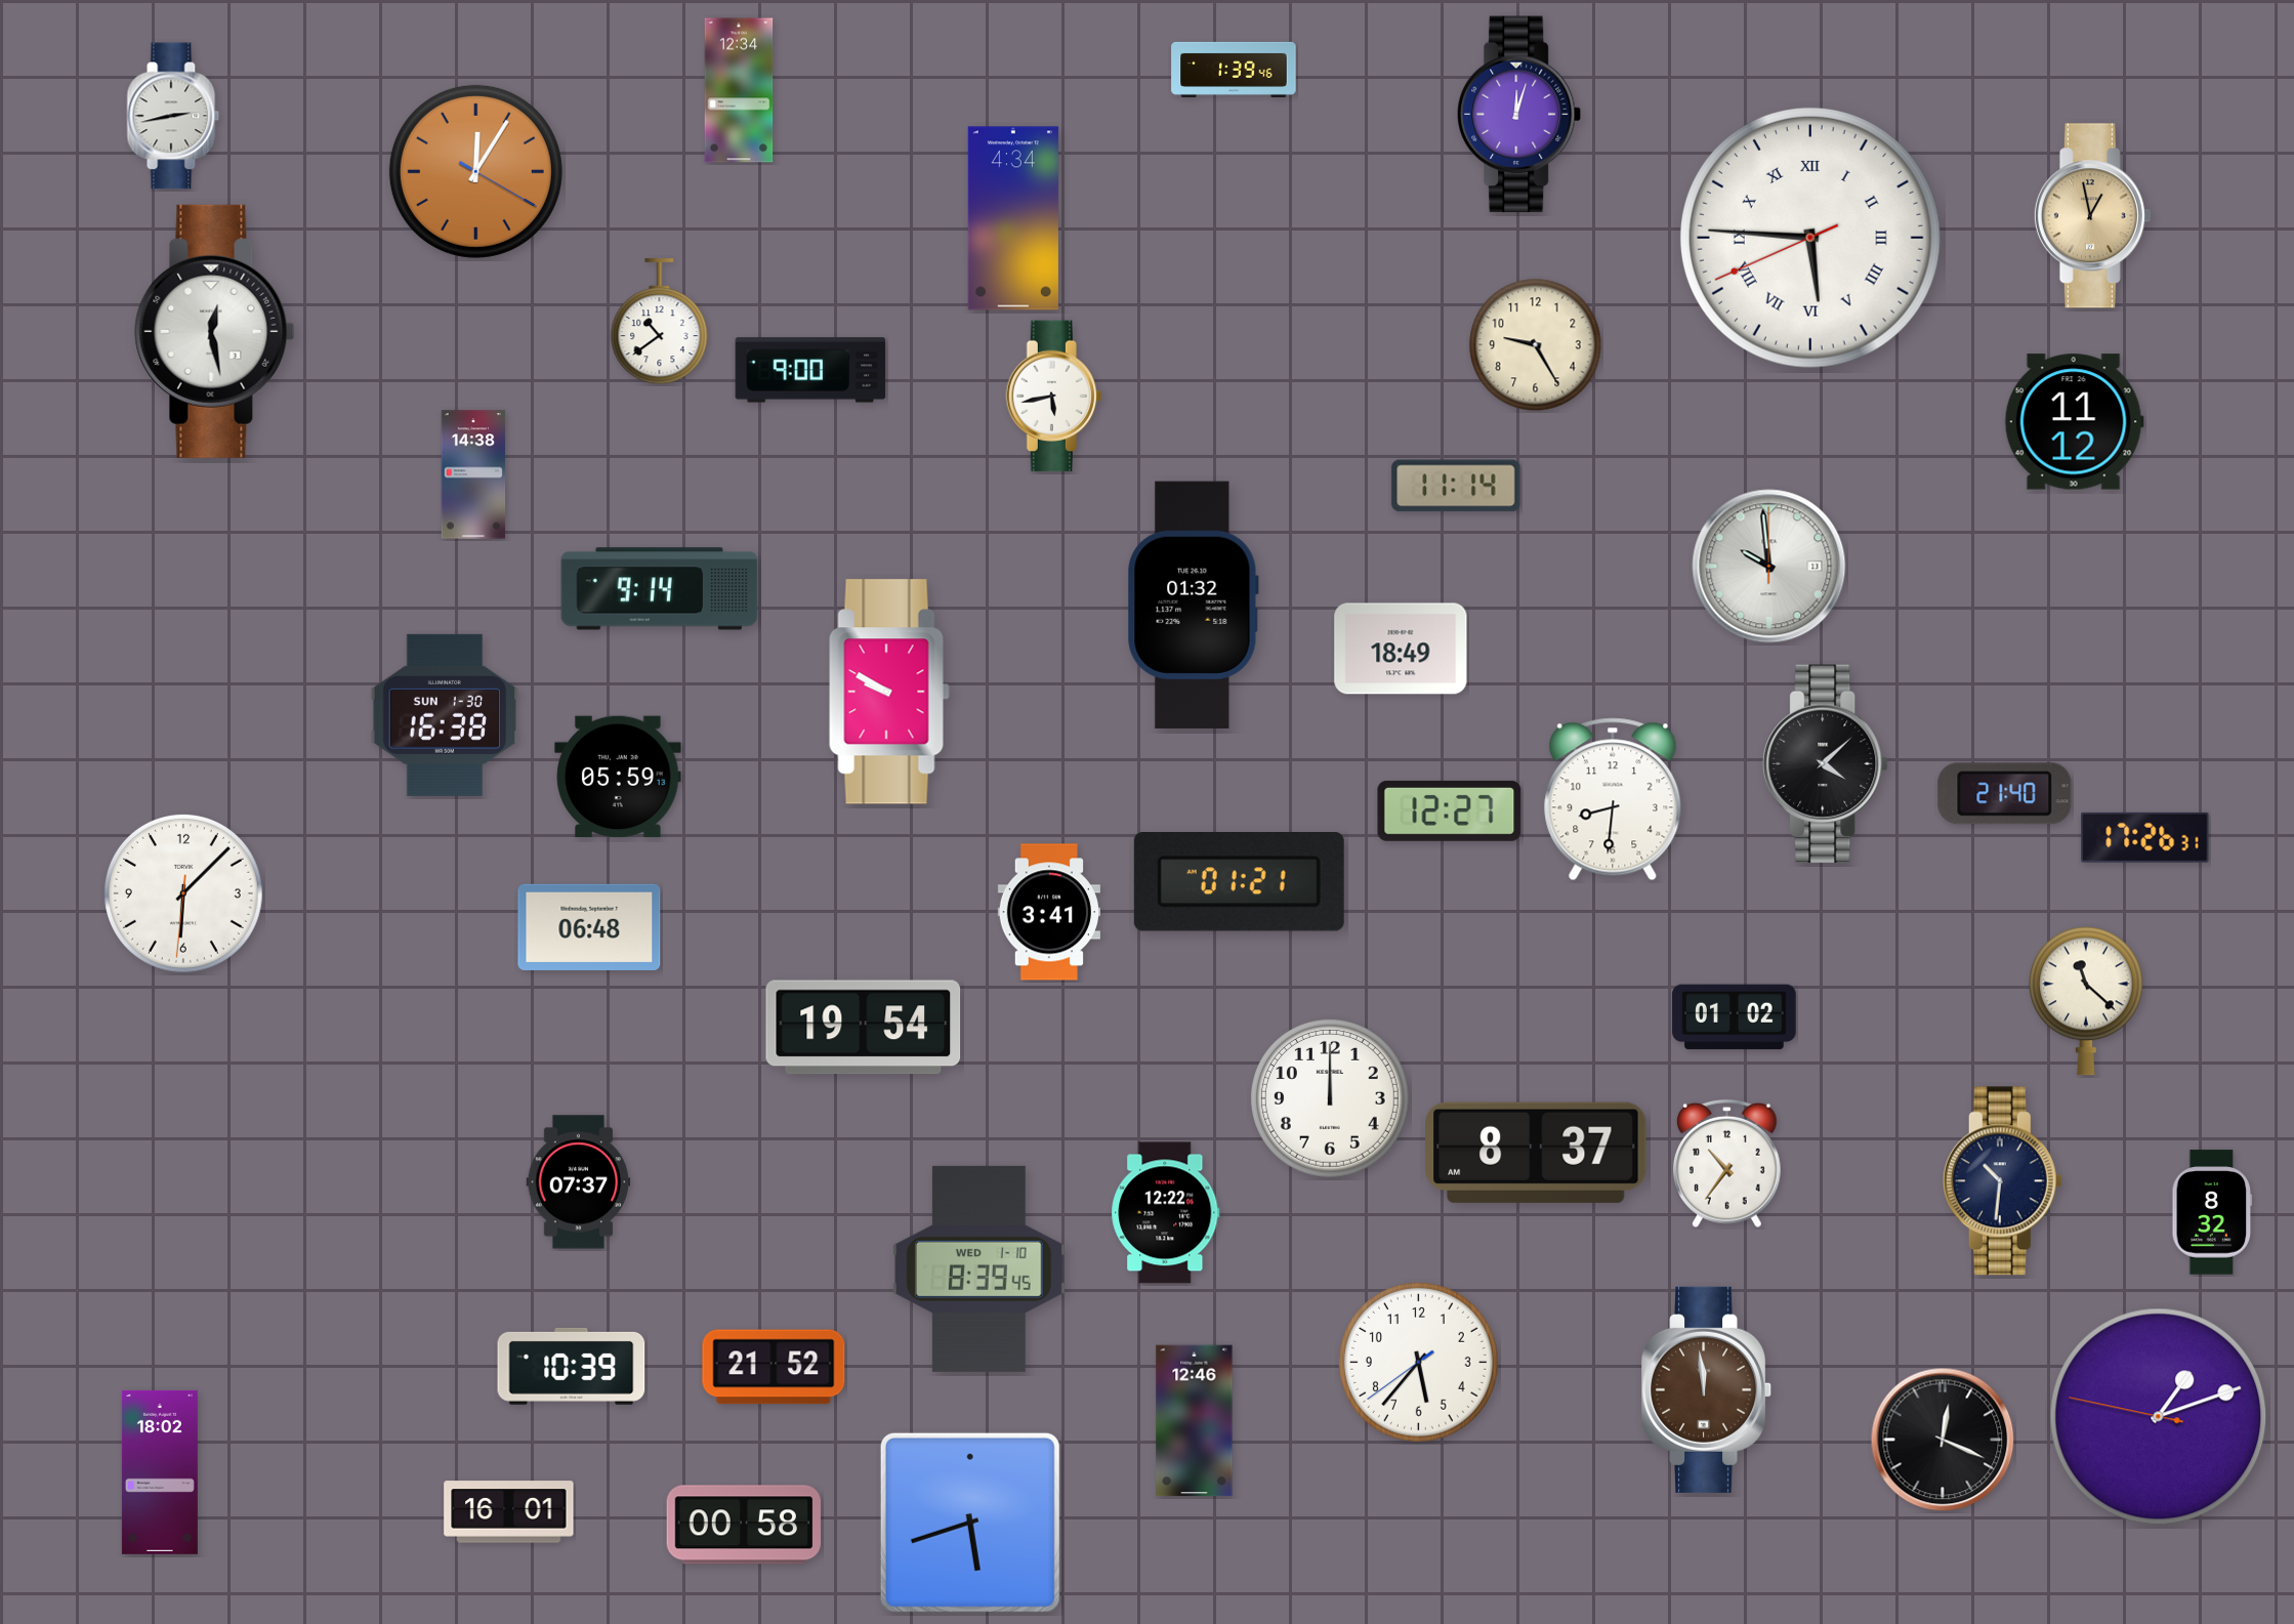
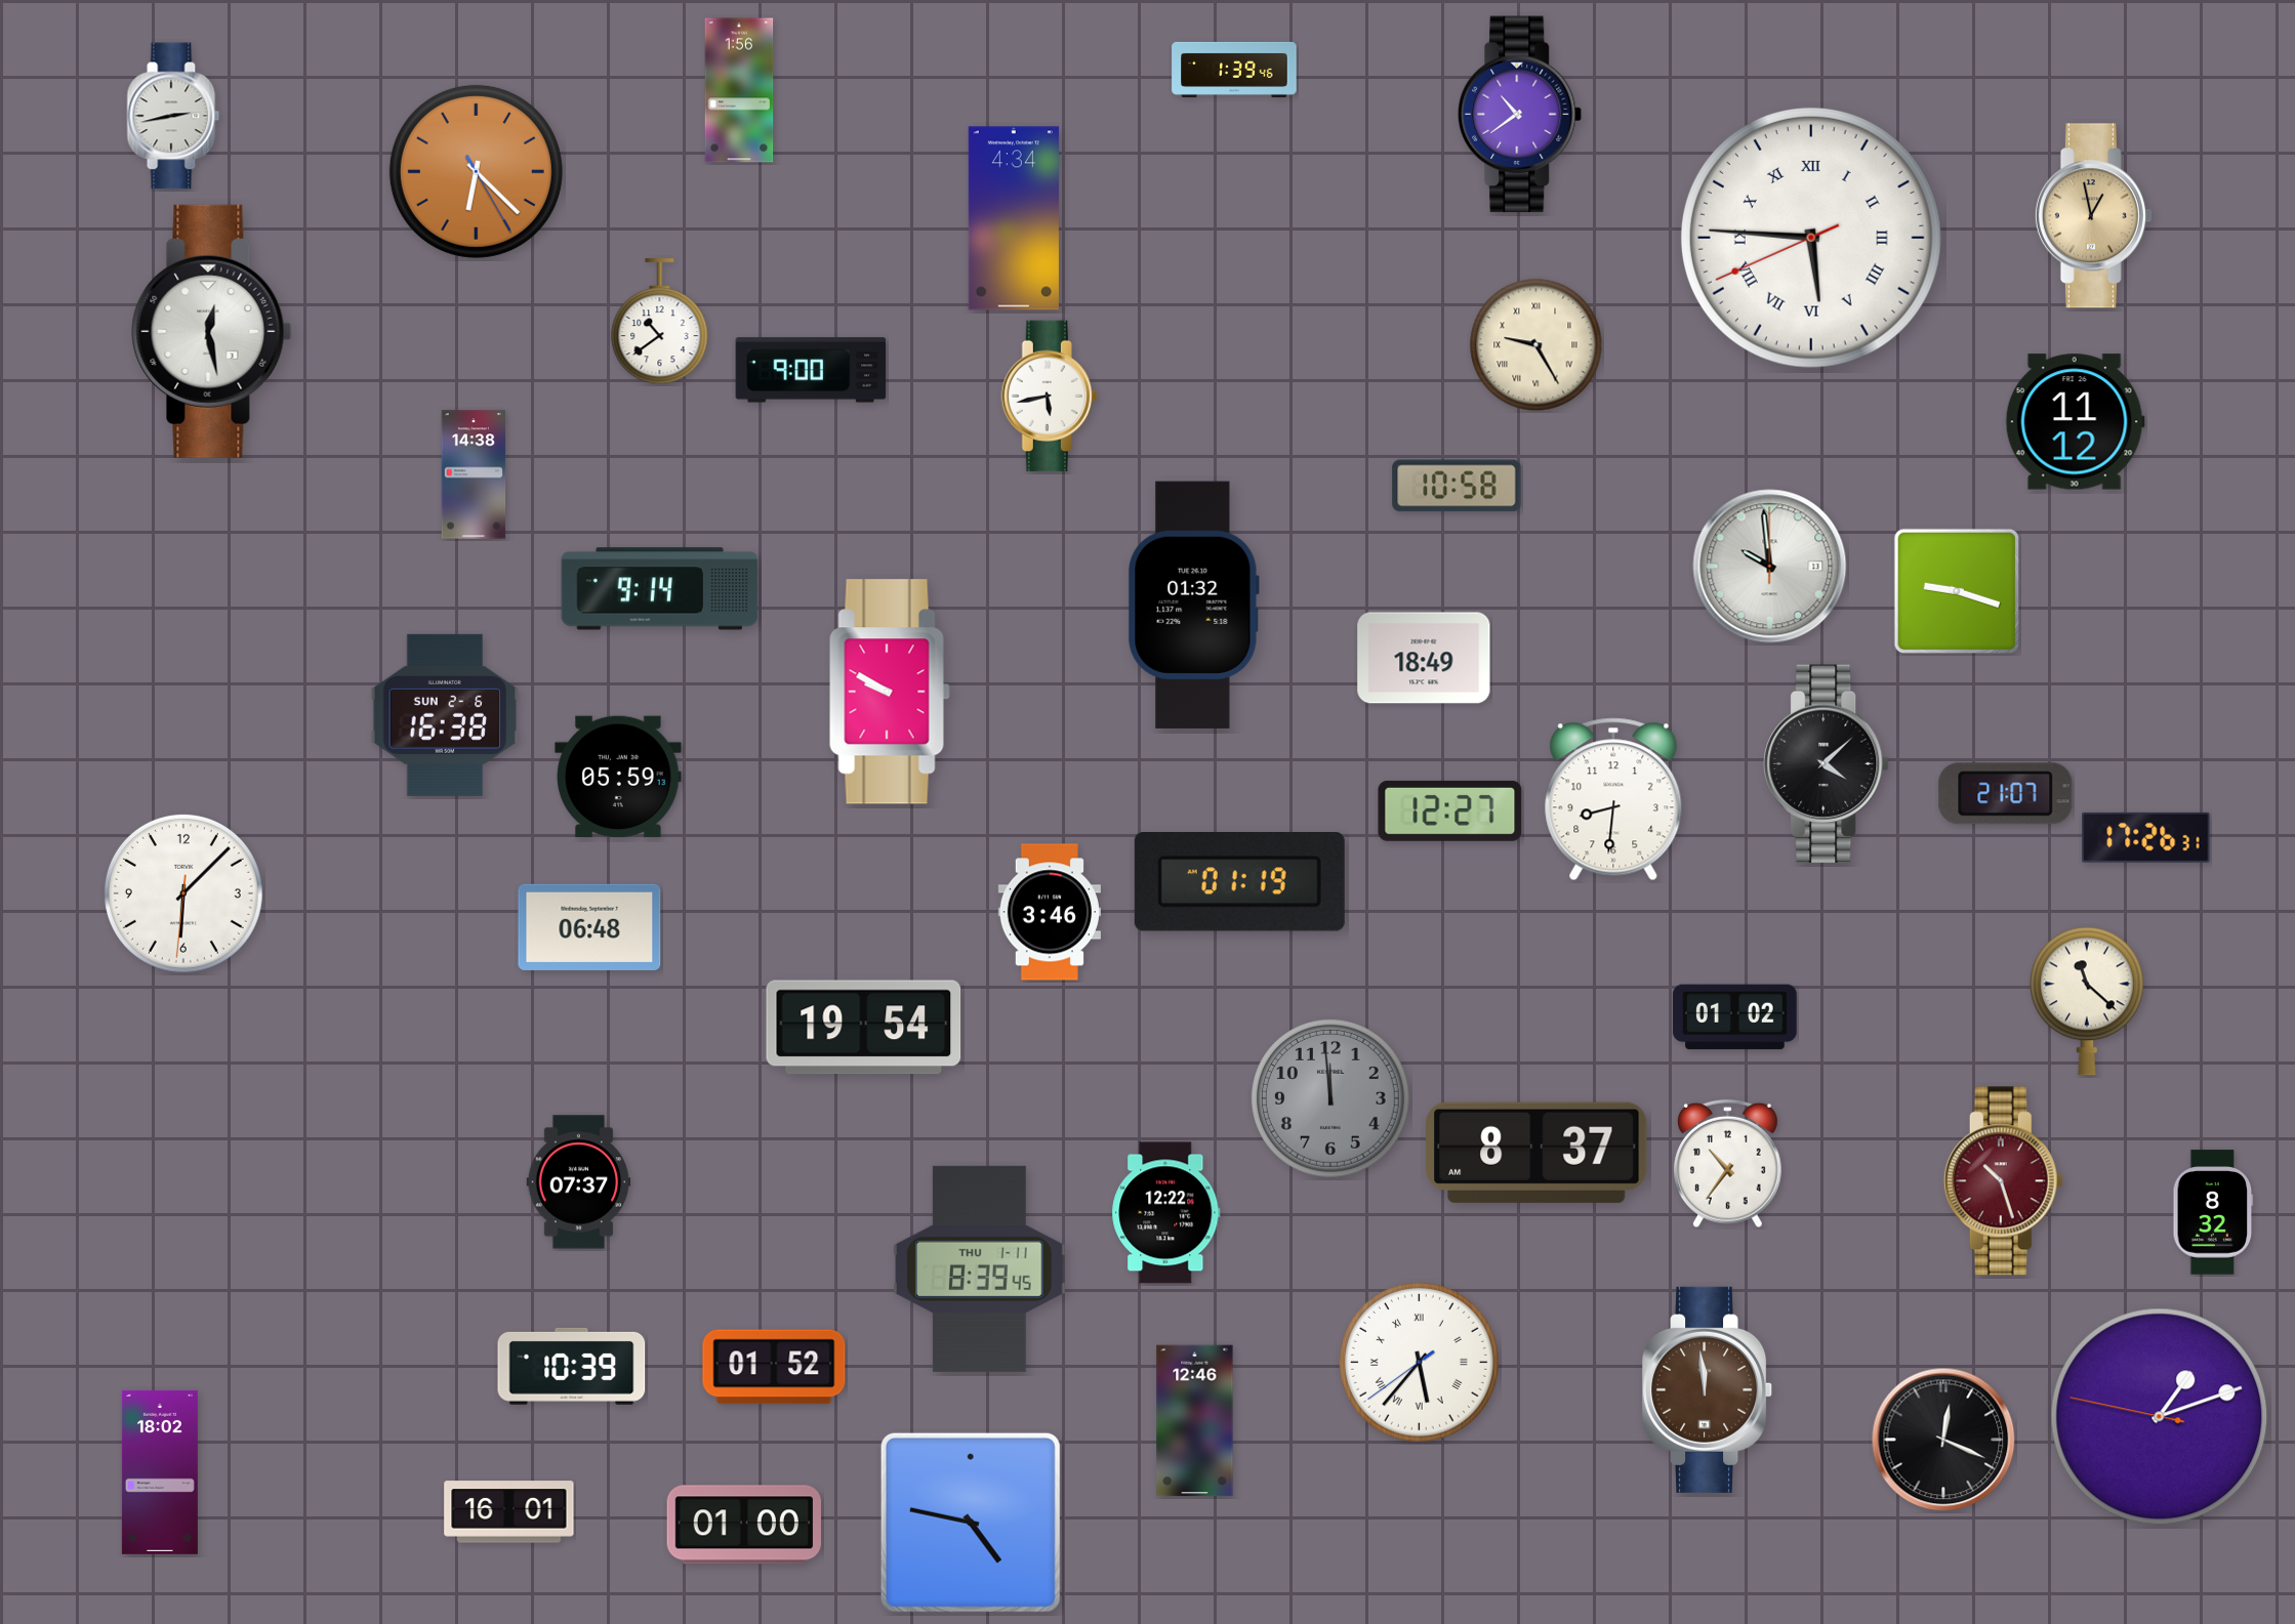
clock at (739, 90): 12:34 -> 1:56
clock at (1519, 115): 12:03 -> 10:39
clock at (475, 171): 12:05 -> 6:22
clock at (215, 331) position: (215, 331) -> (212, 331)
clock at (1536, 345) numerals: Arabic -> Roman
clock at (1053, 397) position: (1053, 397) -> (1049, 397)
clock at (1456, 486): 11:14 -> 10:58
clock at (1956, 590): none -> 9:18
clock at (1401, 649) position: (1401, 649) -> (1424, 658)
clock at (445, 715) date: SUN 1-30 -> SUN 2-6
clock at (2005, 794): 21:40 -> 21:07
clock at (1239, 882): 01:21 -> 01:19
clock at (1048, 912): 3:41 -> 3:46
clock at (1330, 1098): 12:00 -> 11:59
clock at (1330, 1098) dial: white -> grey
clock at (2002, 1181): 10:31 -> 10:27
clock at (2002, 1181) dial: navy -> burgundy
clock at (979, 1268) date: WED 1-10 -> THU 1-11
clock at (1418, 1362) numerals: Arabic -> Roman
clock at (774, 1367): 21:52 -> 01:52
clock at (970, 1523): 5:42 -> 4:47
clock at (743, 1525): 00:58 -> 01:00
